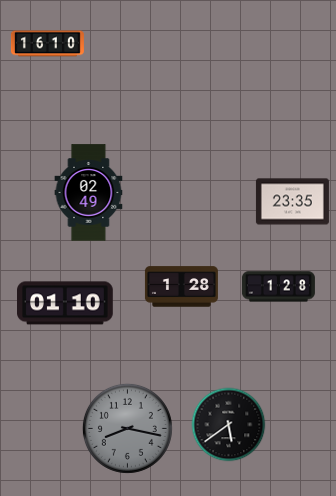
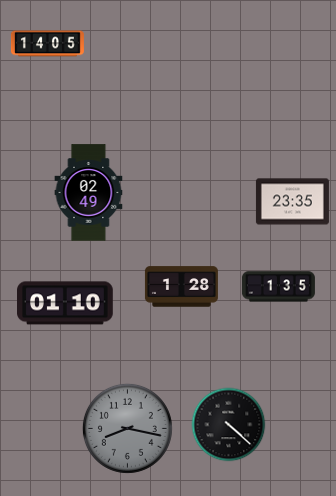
clock at (47, 44): 16:10 -> 14:05
clock at (278, 287): 1:28 -> 1:35
clock at (229, 425): 5:39 -> 4:22
